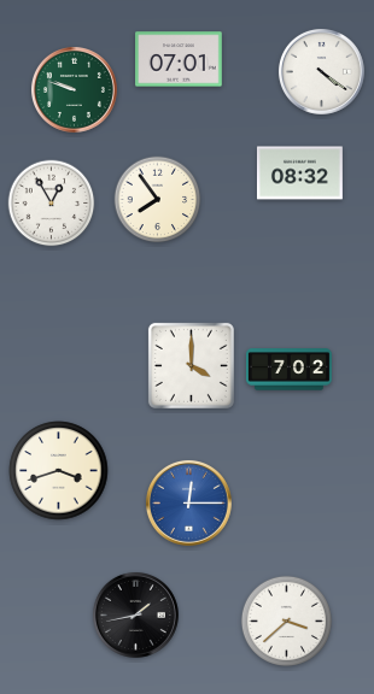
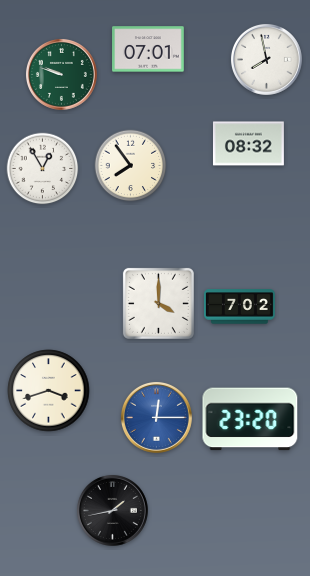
clock at (321, 71): 4:21 -> 7:58
clock at (250, 419): none -> 23:20
clock at (286, 621): 3:38 -> none
